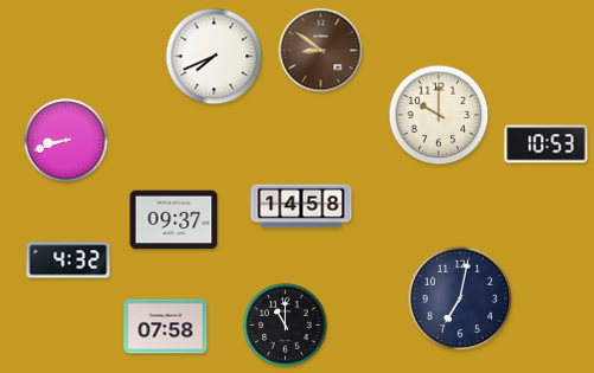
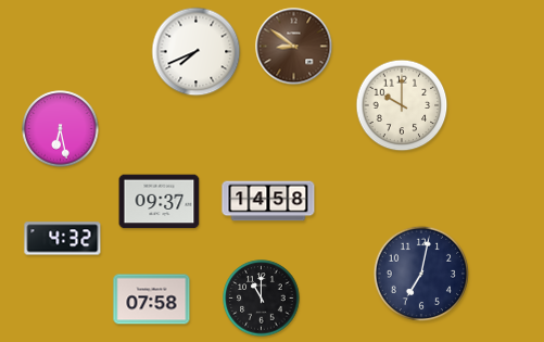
clock at (66, 141): 8:42 -> 6:28
clock at (547, 144): 10:53 -> none
clock at (301, 206) position: (301, 206) -> (268, 201)
